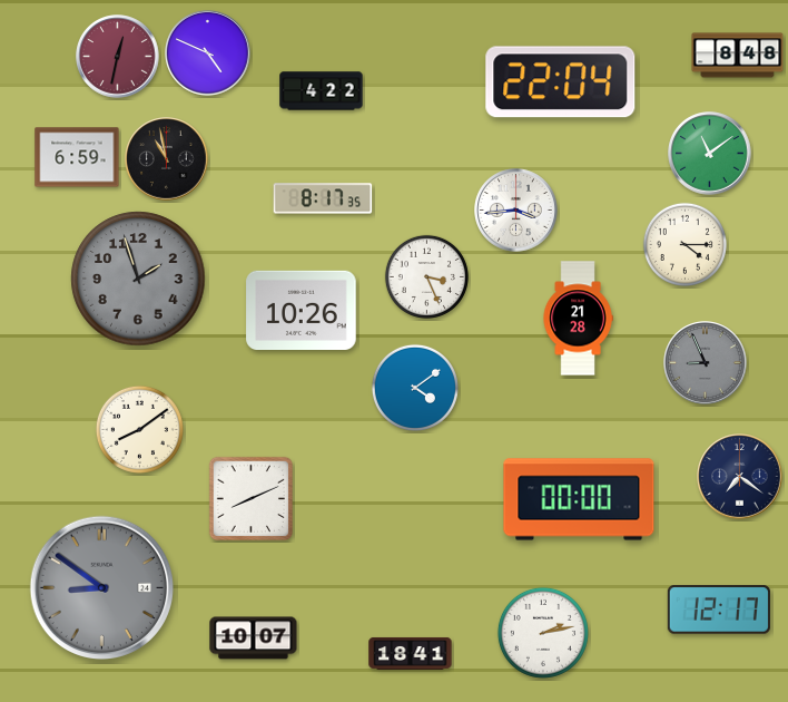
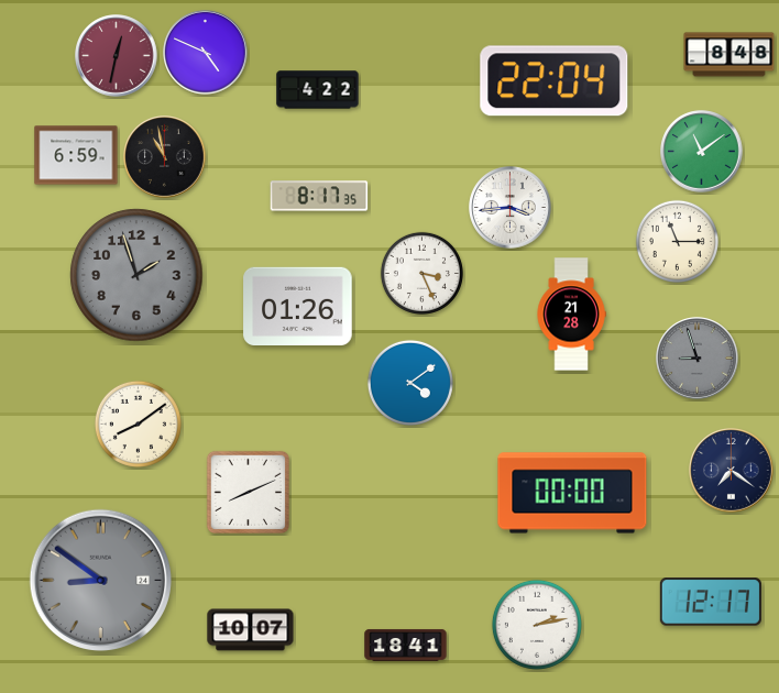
clock at (684, 244): 4:15 -> 11:15
clock at (302, 310): 10:26 -> 01:26
clock at (706, 363): 8:56 -> 8:57
